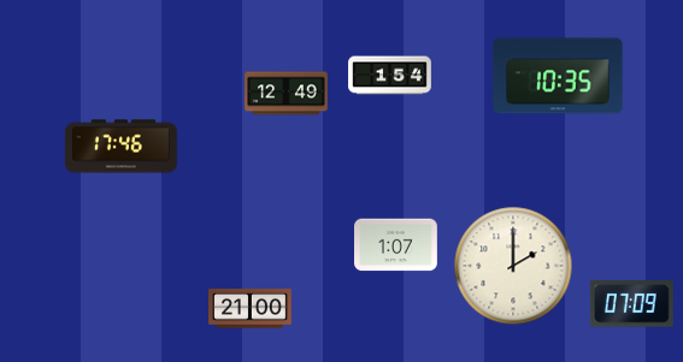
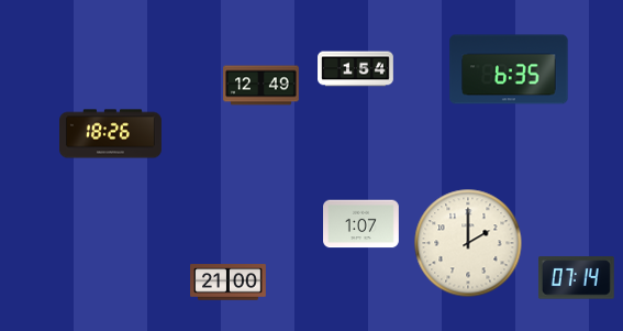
clock at (558, 76): 10:35 -> 6:35
clock at (120, 147): 17:46 -> 18:26
clock at (631, 304): 07:09 -> 07:14
